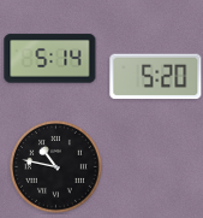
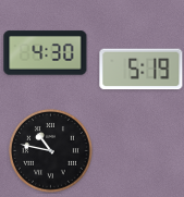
clock at (50, 59): 5:14 -> 4:30
clock at (156, 77): 5:20 -> 5:19
